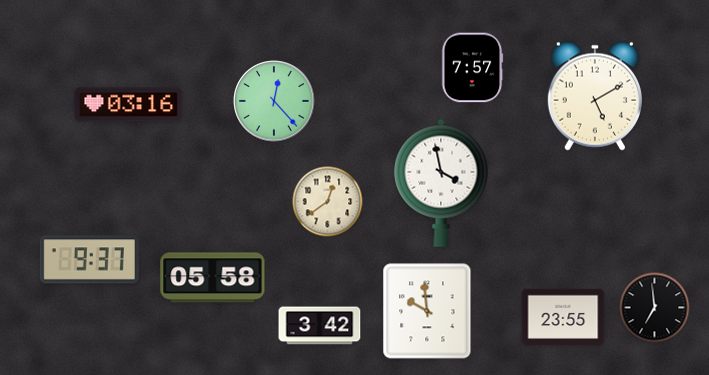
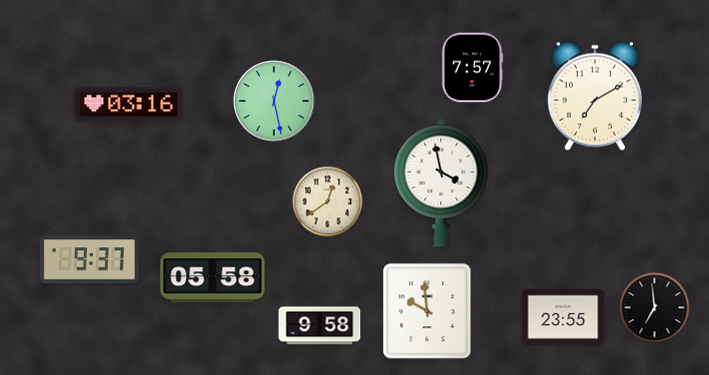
clock at (595, 96): 5:10 -> 7:10
clock at (274, 101): 12:23 -> 12:28
clock at (320, 326): 3:42 -> 9:58
